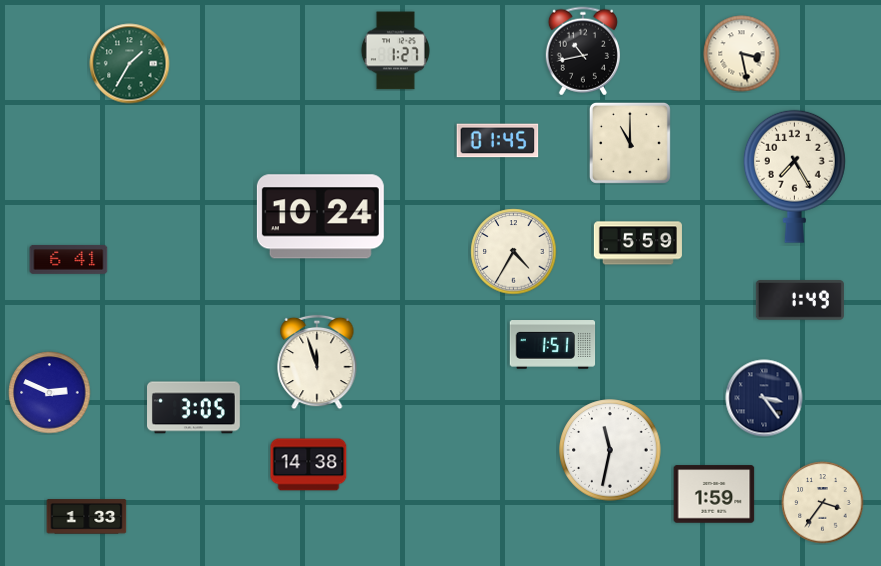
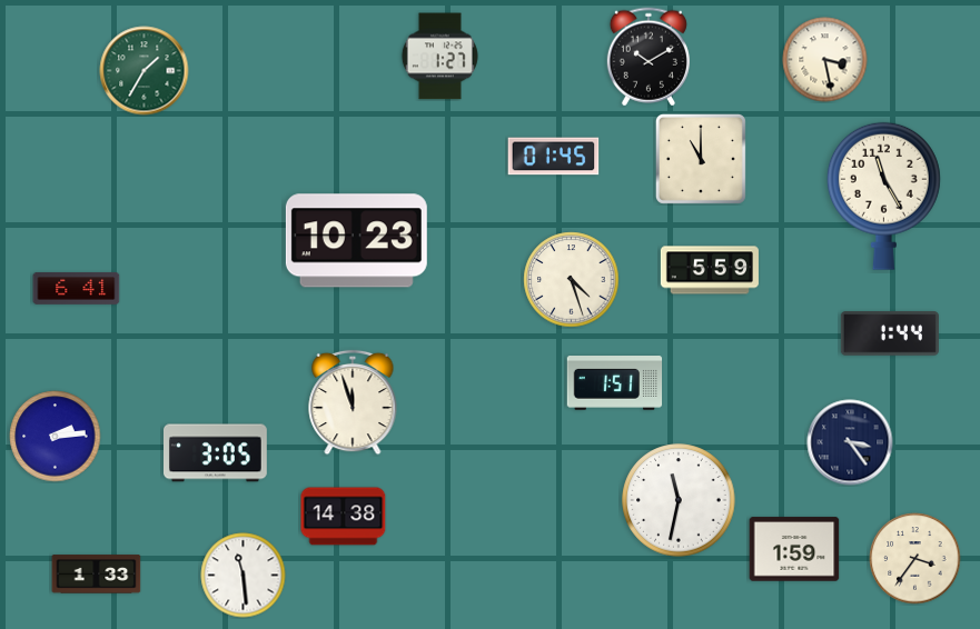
clock at (583, 51): 10:43 -> 10:10
clock at (794, 176): 7:25 -> 11:25
clock at (320, 217): 10:24 -> 10:23
clock at (514, 252): 4:35 -> 4:27
clock at (800, 300): 1:49 -> 1:44
clock at (50, 393): 2:49 -> 2:14
clock at (244, 576): none -> 11:29
